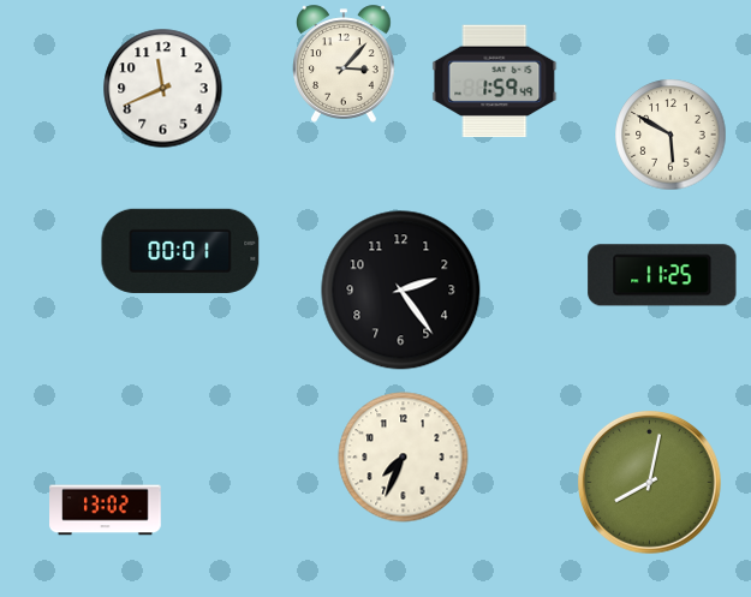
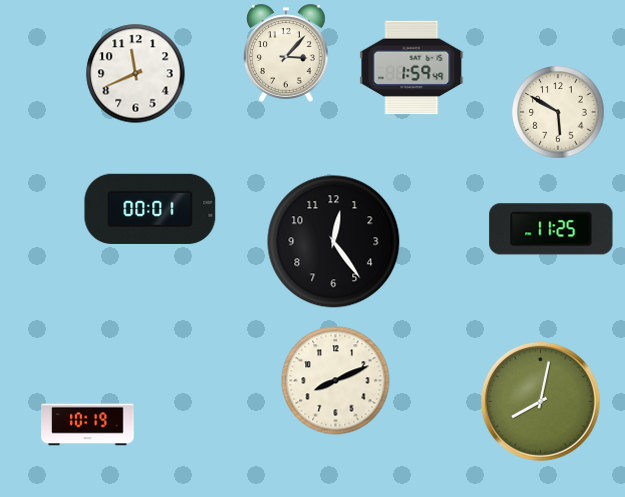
clock at (401, 291): 2:24 -> 12:24
clock at (404, 458): 7:34 -> 8:11
clock at (106, 511): 13:02 -> 10:19
